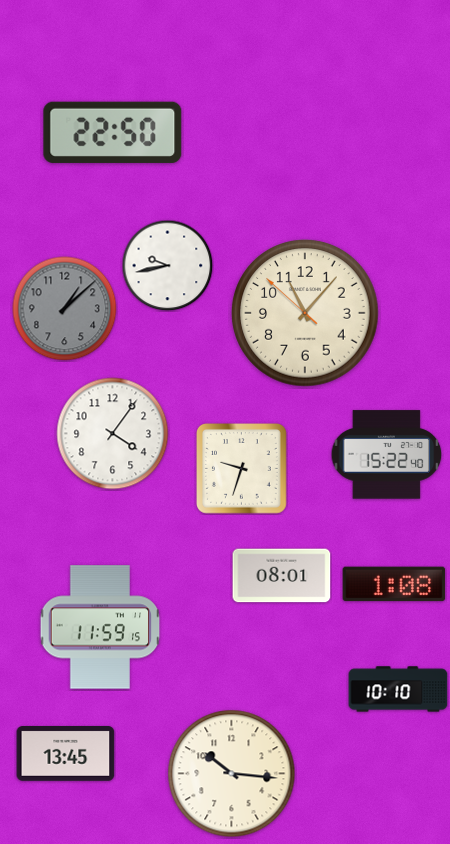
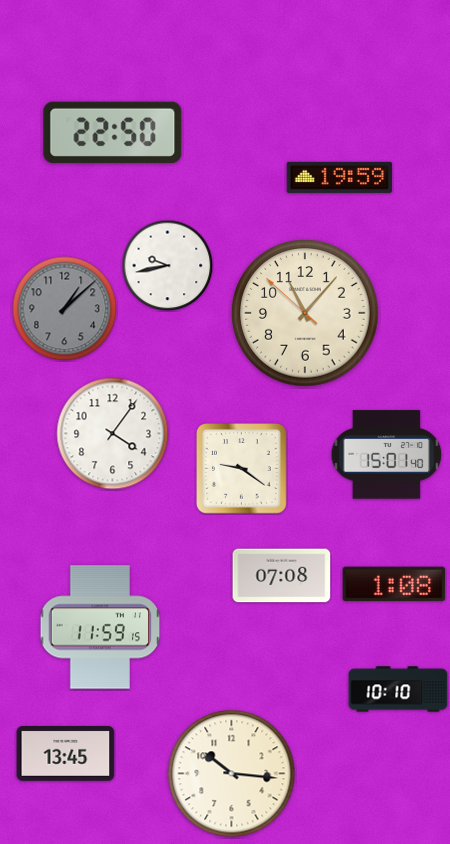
clock at (339, 177): none -> 19:59
clock at (387, 455): 15:22 -> 15:01
clock at (242, 469): 9:33 -> 9:21
clock at (282, 576): 08:01 -> 07:08
